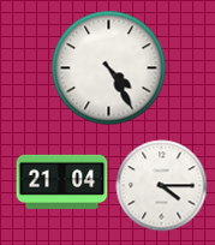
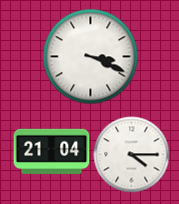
clock at (109, 68): 4:25 -> 3:19
clock at (162, 186) position: (162, 186) -> (132, 155)
